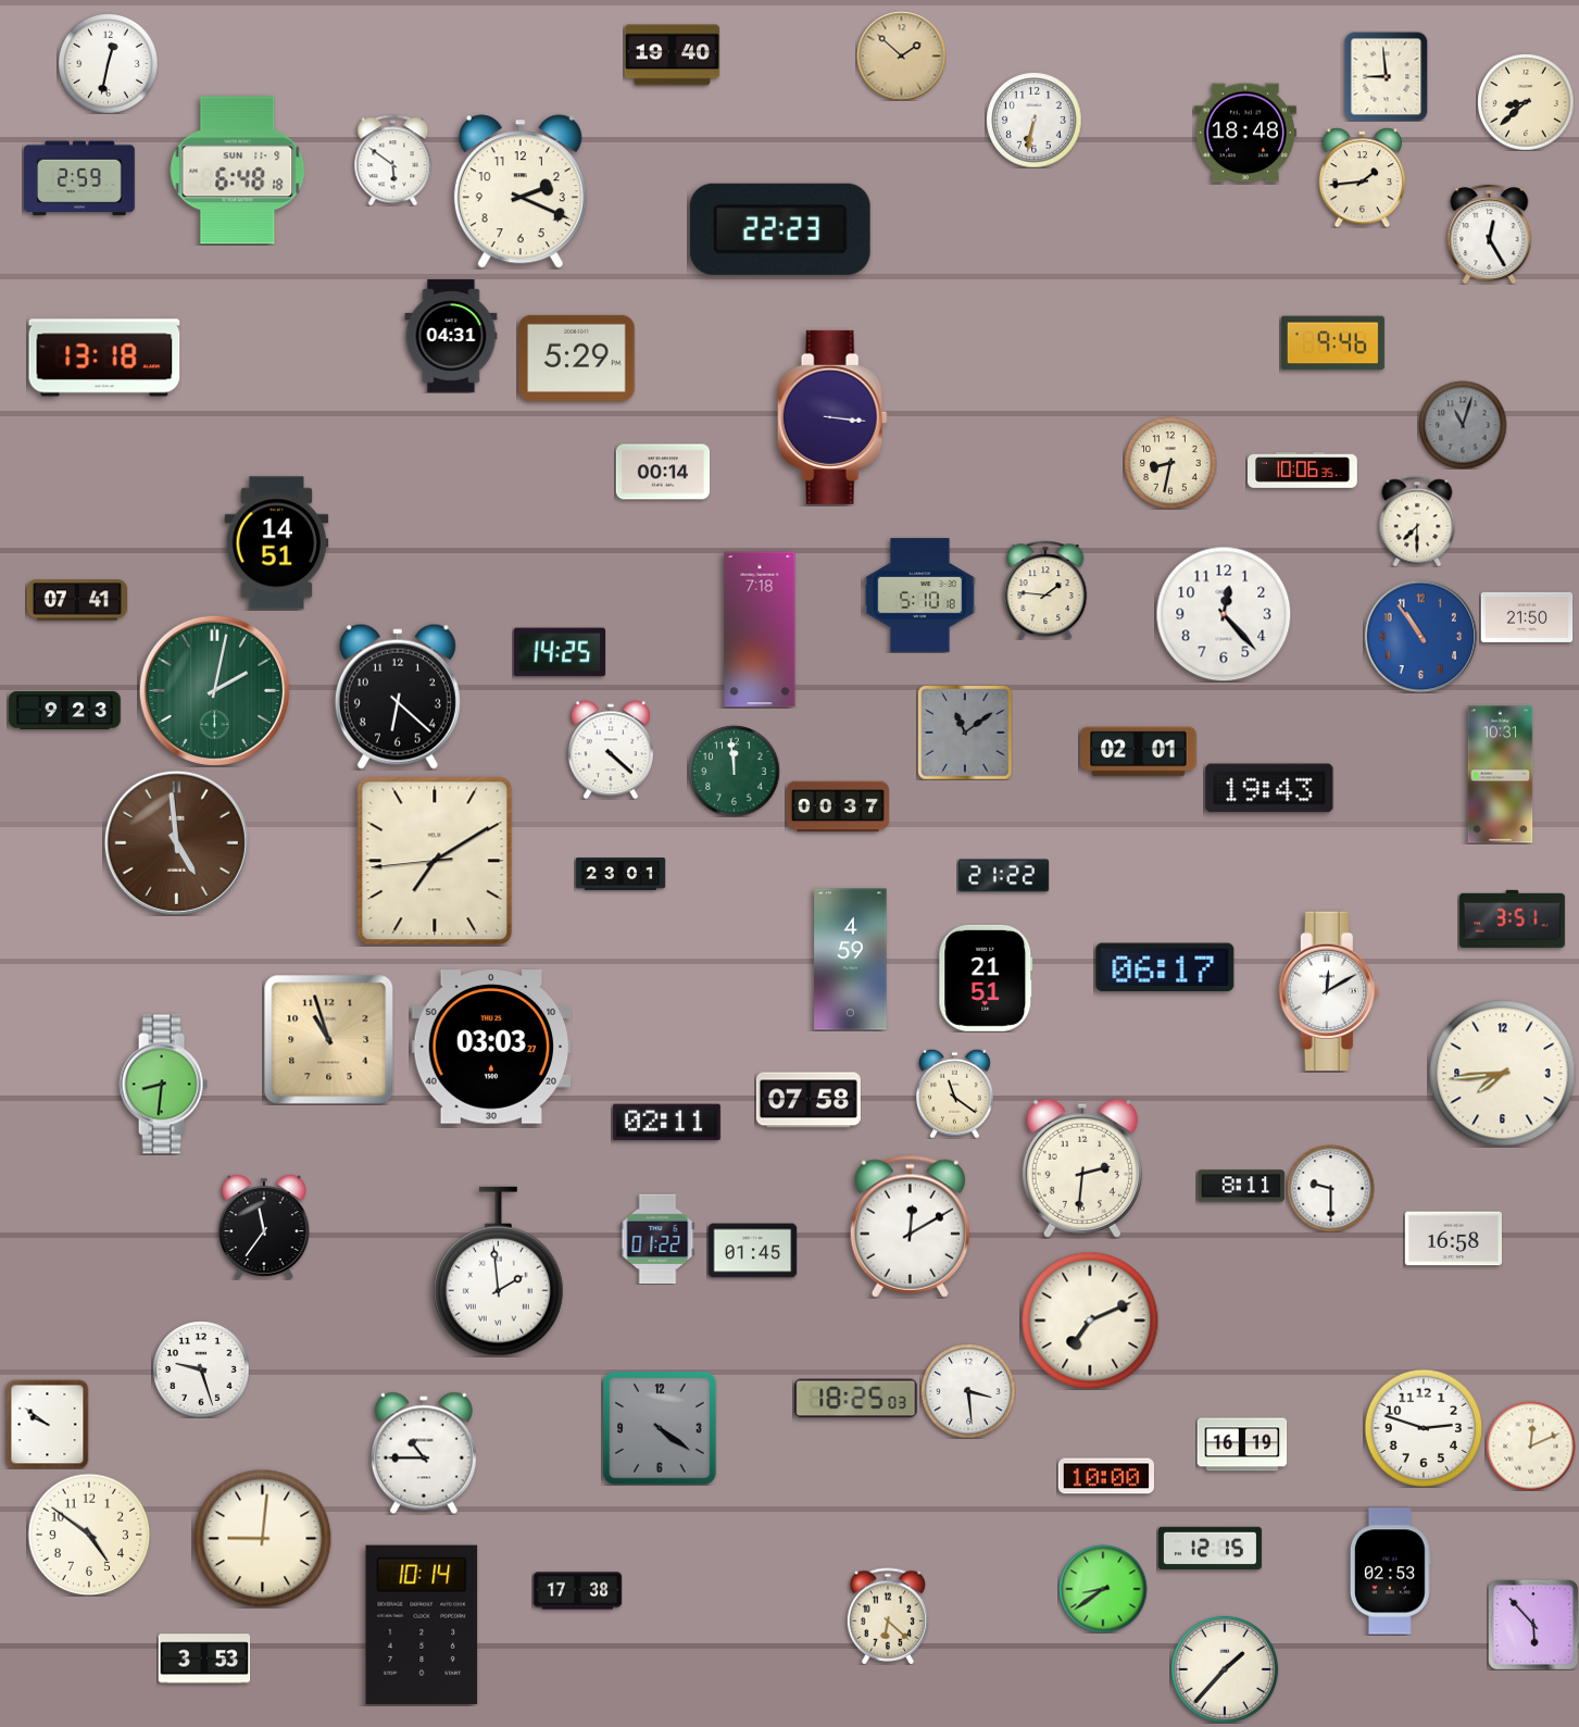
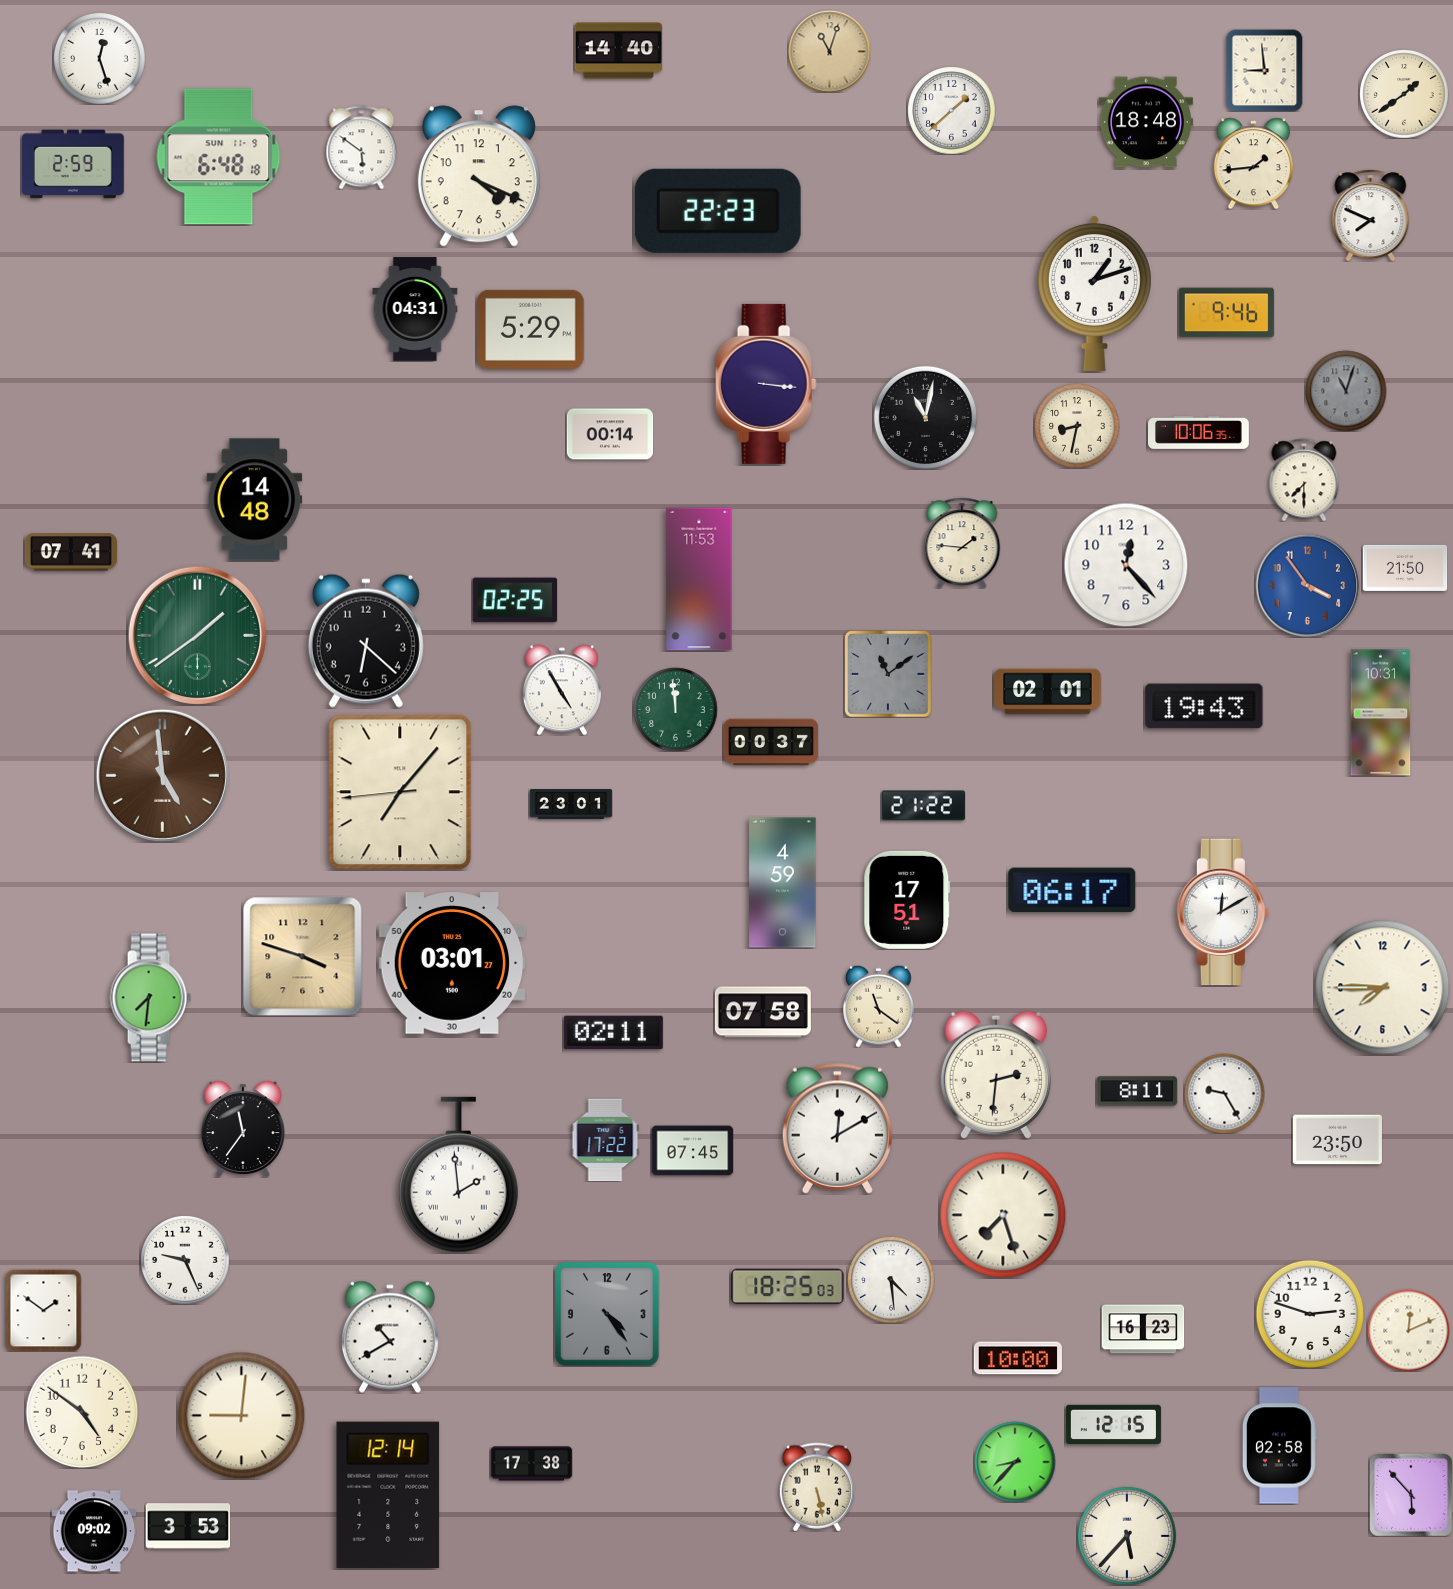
clock at (672, 55): 19:40 -> 14:40
clock at (901, 55): 1:52 -> 11:03
clock at (109, 64): 12:32 -> 12:27
clock at (1387, 76) position: (1387, 76) -> (1265, 70)
clock at (1526, 102): 8:38 -> 1:39
clock at (1033, 120): 6:32 -> 1:38
clock at (521, 191): 2:19 -> 4:19
clock at (1490, 234): 12:25 -> 7:49
clock at (1094, 293): none -> 1:12
clock at (1332, 343) position: (1332, 343) -> (1226, 313)
clock at (104, 358): 13:18 -> none
clock at (925, 417): none -> 11:02
clock at (277, 543): 14:51 -> 14:48
clock at (920, 596): 5:10 -> none
clock at (760, 629): 7:18 -> 11:53
clock at (1420, 636): 10:54 -> 3:54
clock at (560, 652): 14:25 -> 02:25
clock at (214, 690): 2:02 -> 1:39
clock at (65, 711): 9:23 -> none
clock at (611, 750): 4:22 -> 4:55
clock at (1269, 788) position: (1269, 788) -> (1204, 706)
clock at (435, 861): 7:09 -> 7:06
clock at (1512, 918): 3:51 -> none
clock at (986, 978): 21:51 -> 17:51
clock at (328, 1039): 10:57 -> 3:48
clock at (491, 1047): 03:03 -> 03:01
clock at (1503, 1074): 7:44 -> 7:45
clock at (163, 1085): 8:31 -> 7:31
clock at (809, 1100) position: (809, 1100) -> (763, 1012)
clock at (1241, 1186) position: (1241, 1186) -> (1137, 1091)
clock at (1330, 1188): 9:30 -> 9:25
clock at (657, 1239): 01:22 -> 17:22
clock at (1453, 1239): 16:58 -> 23:50
clock at (752, 1251): 01:45 -> 07:45
clock at (498, 1272) position: (498, 1272) -> (458, 1175)
clock at (1090, 1321): 7:11 -> 7:27
clock at (201, 1369): 9:27 -> 9:26
clock at (968, 1391): 3:29 -> 4:29
clock at (48, 1424): 9:51 -> 1:51
clock at (660, 1428): 4:21 -> 4:24
clock at (1242, 1444): 16:19 -> 16:23
clock at (424, 1453): 10:45 -> 10:40
clock at (1390, 1572): 02:53 -> 02:58
clock at (1103, 1589): 8:39 -> 8:37
clock at (887, 1616): 6:22 -> 5:28
clock at (422, 1625): 10:14 -> 12:14
clock at (94, 1531): none -> 09:02
clock at (1225, 1669): 1:37 -> 5:37
